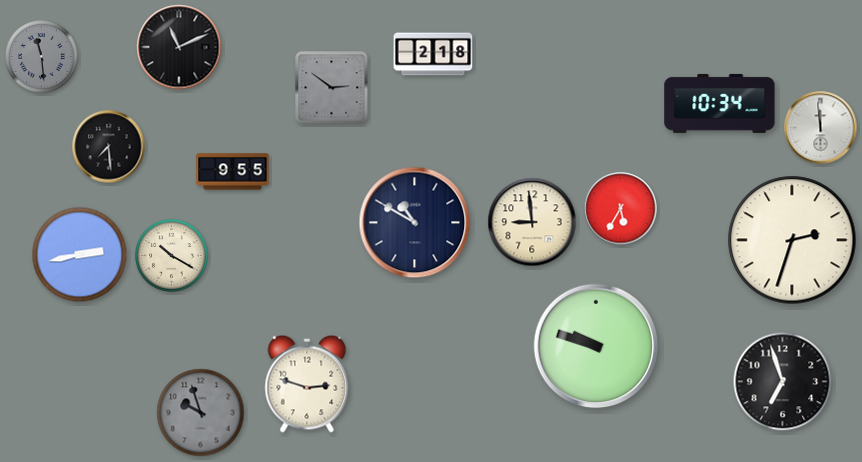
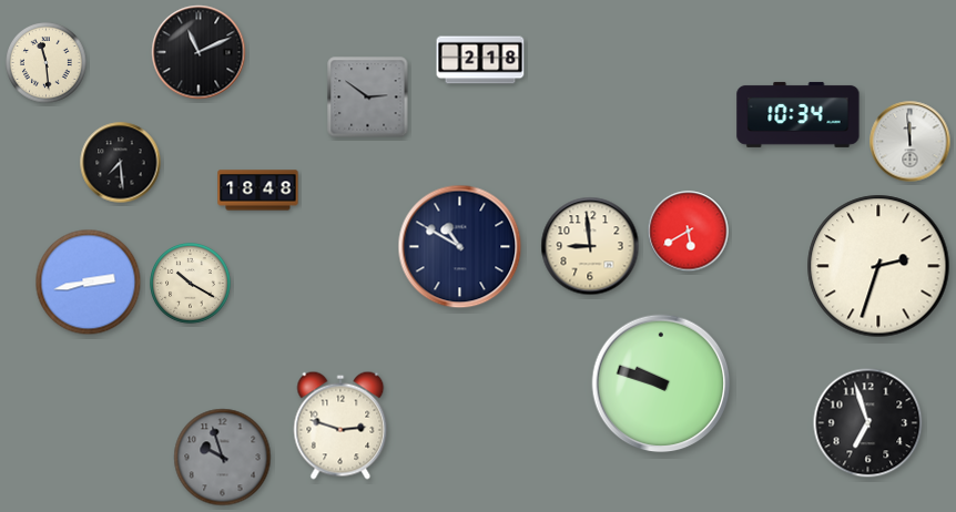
clock at (42, 57) dial: grey -> cream
clock at (233, 172): 9:55 -> 18:48
clock at (621, 209): 5:35 -> 5:40
